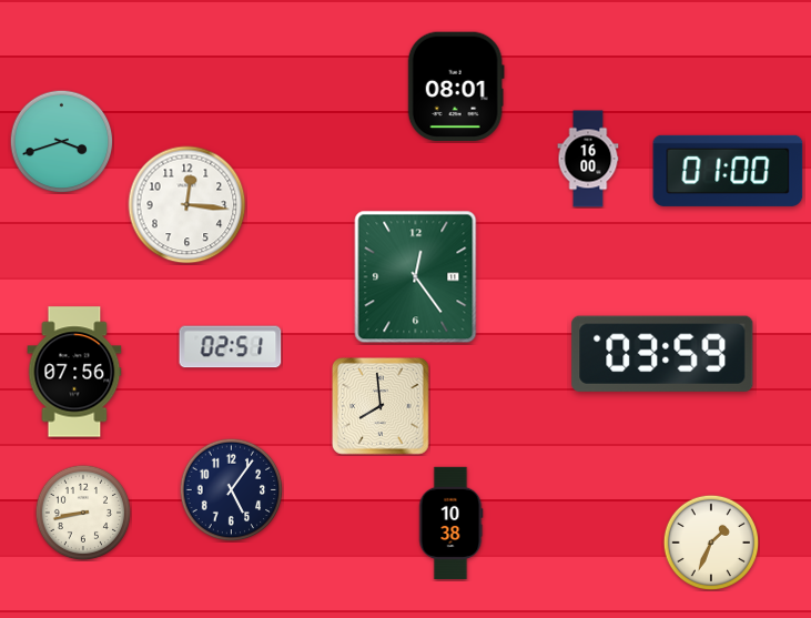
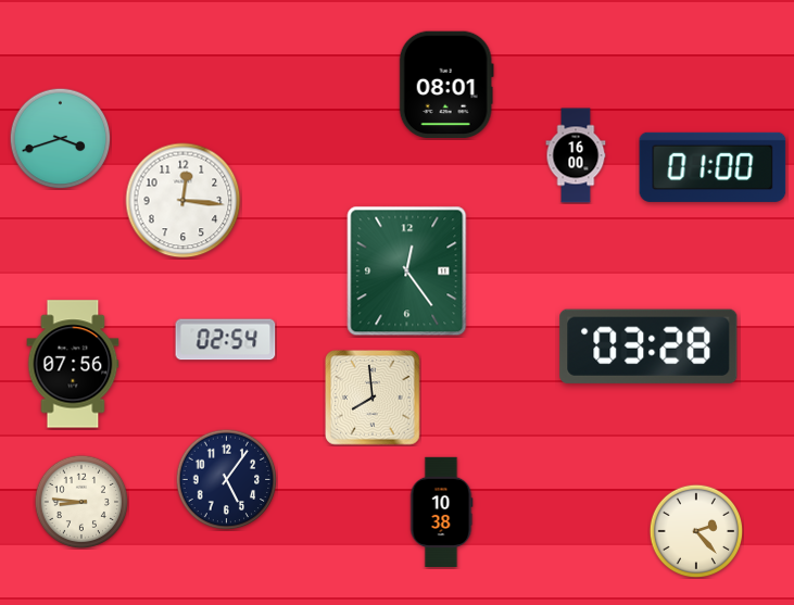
clock at (231, 347): 02:51 -> 02:54
clock at (662, 354): 03:59 -> 03:28
clock at (83, 513): 8:43 -> 8:46
clock at (711, 543): 1:34 -> 2:23
